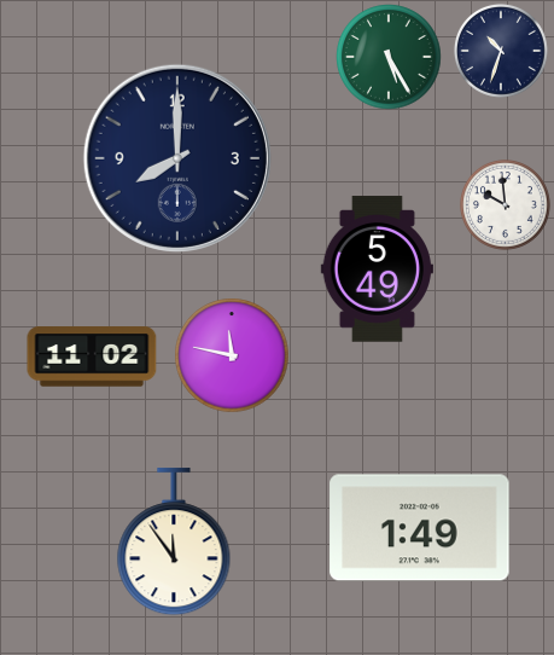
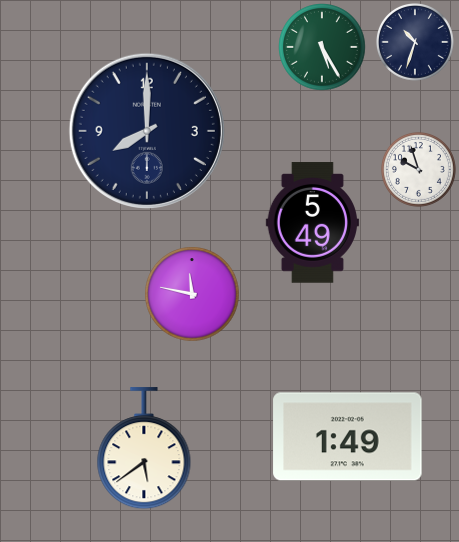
clock at (505, 204): 9:59 -> 9:57
clock at (92, 357): 11:02 -> none
clock at (174, 543): 11:54 -> 5:39
